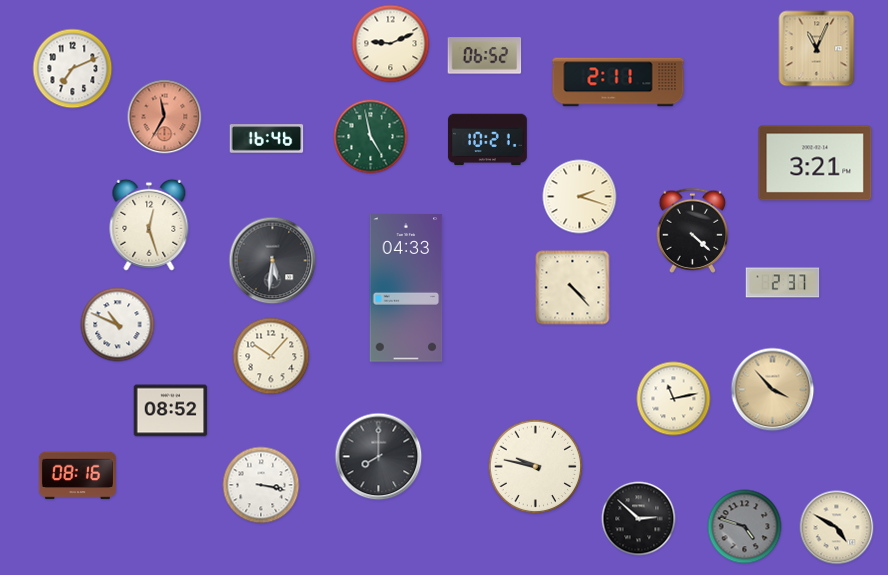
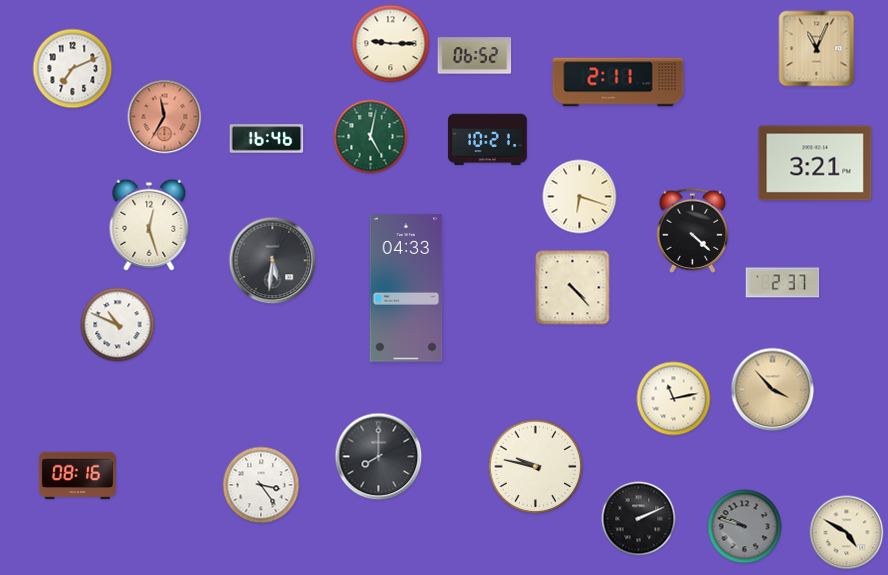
clock at (391, 44): 9:11 -> 9:15
clock at (485, 56) position: (485, 56) -> (475, 56)
clock at (371, 137): 4:58 -> 5:02
clock at (580, 197): 2:18 -> 6:18
clock at (271, 356): 10:07 -> none
clock at (171, 411): 08:52 -> none
clock at (261, 485): 3:17 -> 3:24
clock at (639, 519): 2:52 -> 2:11
clock at (745, 527): 4:48 -> 9:48
clock at (837, 528) position: (837, 528) -> (847, 533)
